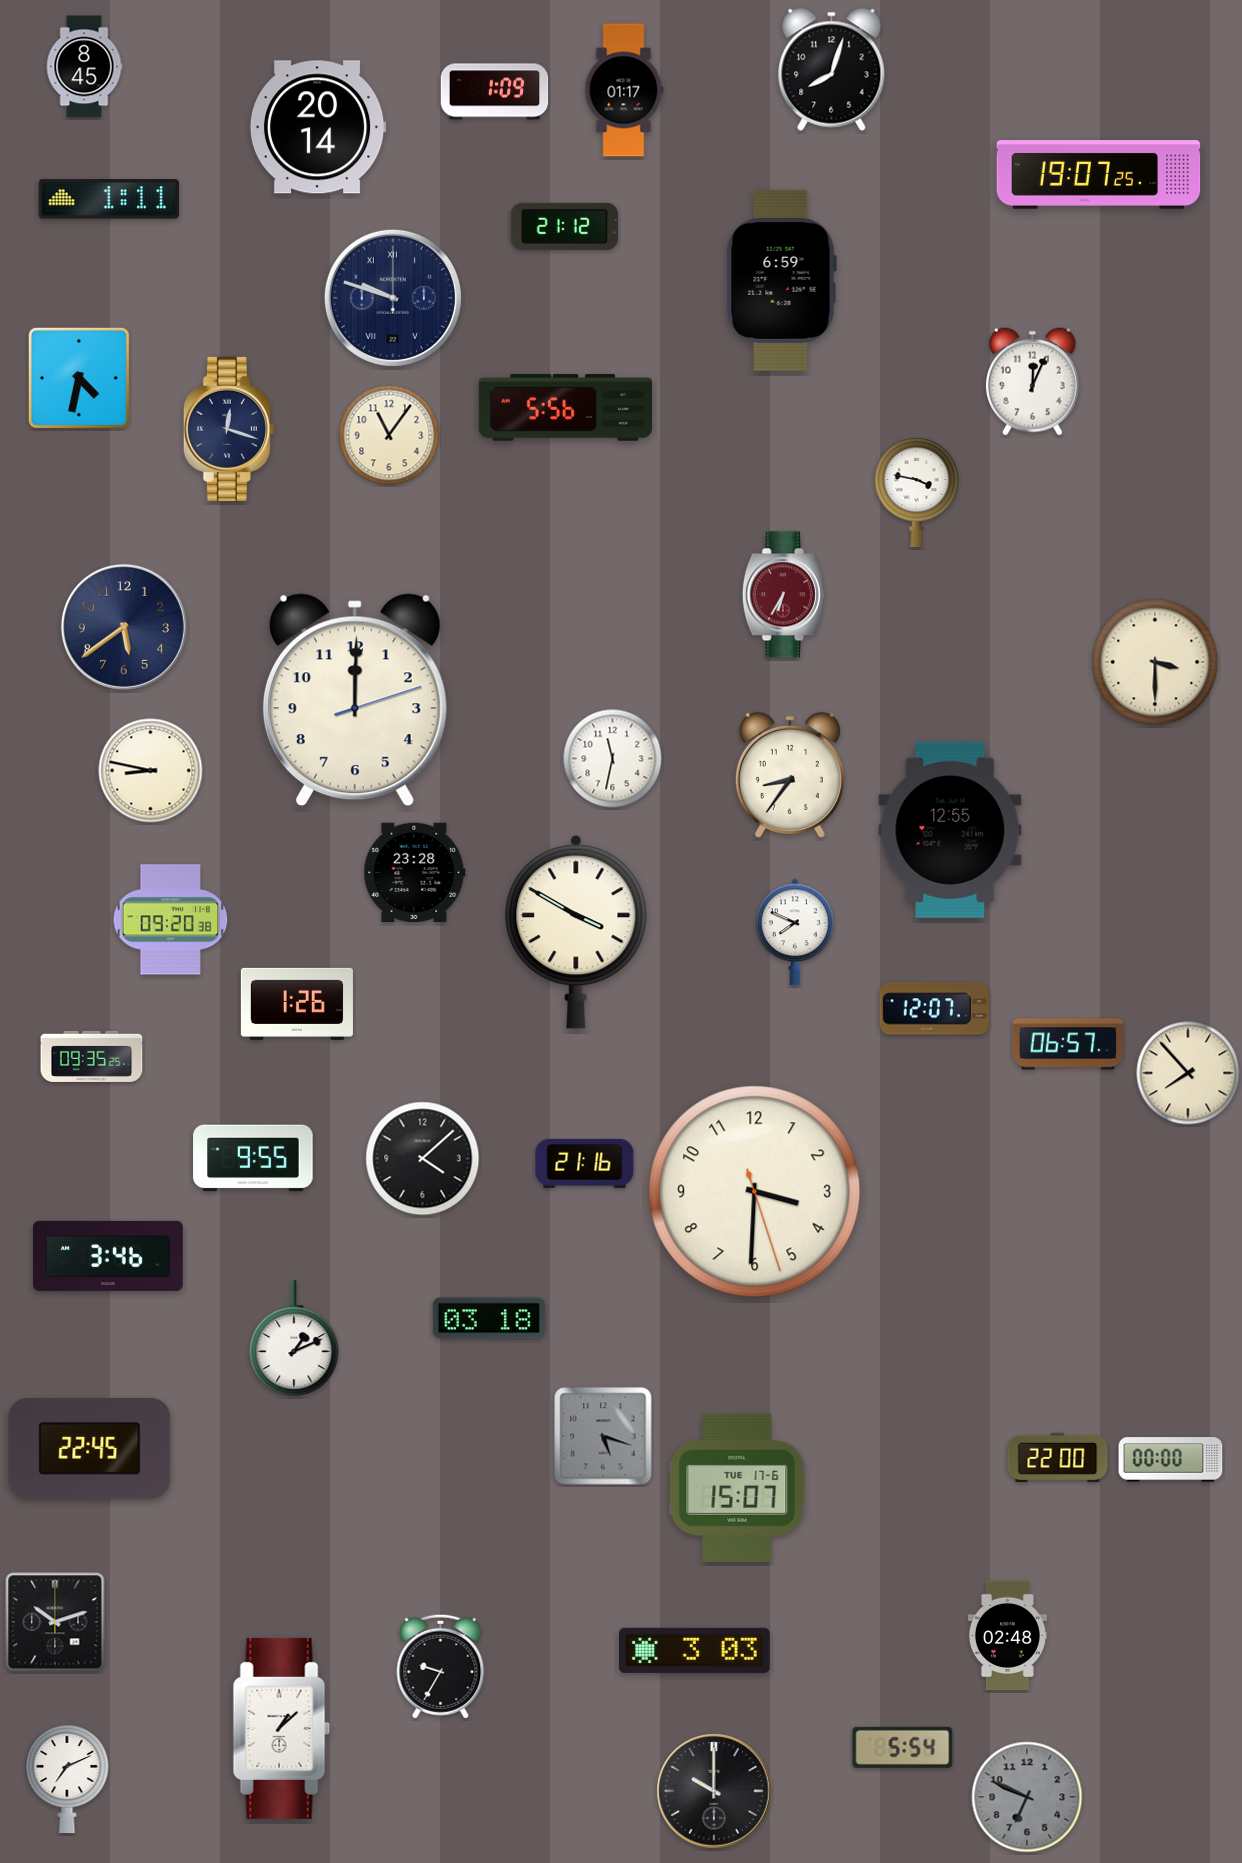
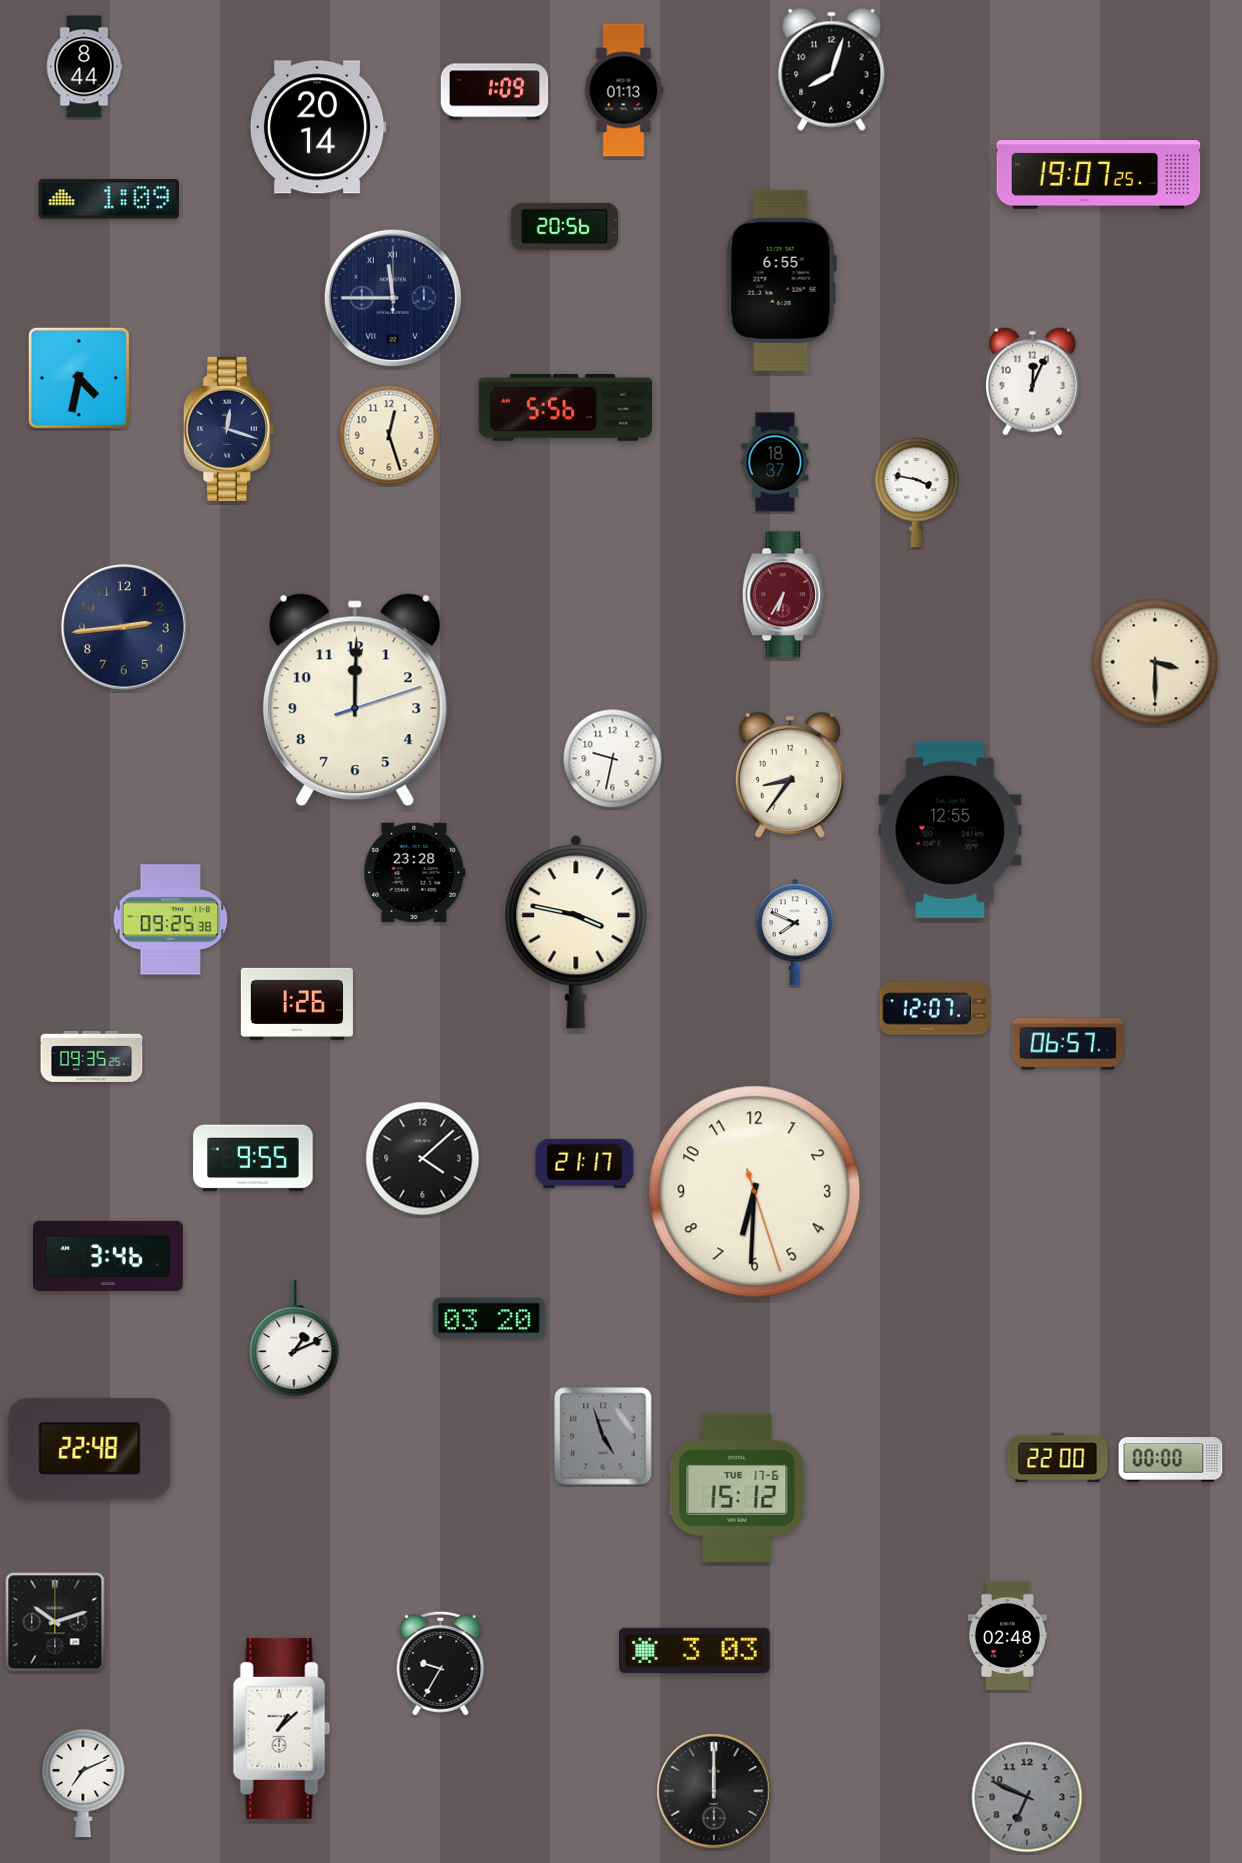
clock at (84, 67): 8:45 -> 8:44
clock at (624, 90): 01:17 -> 01:13
clock at (108, 199): 1:11 -> 1:09
clock at (565, 226): 21:12 -> 20:56
clock at (781, 280): 6:59 -> 6:55
clock at (393, 298): 9:48 -> 11:45
clock at (389, 435): 11:06 -> 12:27
clock at (775, 462): none -> 18:37
clock at (124, 627): 5:39 -> 2:44
clock at (613, 759): 11:32 -> 9:32
clock at (151, 771): 8:47 -> none
clock at (171, 920): 09:20 -> 09:25
clock at (576, 932): 3:50 -> 3:47
clock at (1188, 1073): 7:53 -> none
clock at (585, 1163): 21:16 -> 21:17
clock at (755, 1192): 3:30 -> 6:30
clock at (489, 1318): 03:18 -> 03:20
clock at (603, 1436): 5:18 -> 4:57
clock at (90, 1448): 22:45 -> 22:48
clock at (737, 1488): 15:07 -> 15:12
clock at (441, 1666) position: (441, 1666) -> (441, 1663)
clock at (903, 1747): 5:54 -> none
clock at (67, 1780) position: (67, 1780) -> (83, 1784)
clock at (714, 1791): 10:00 -> 12:00
